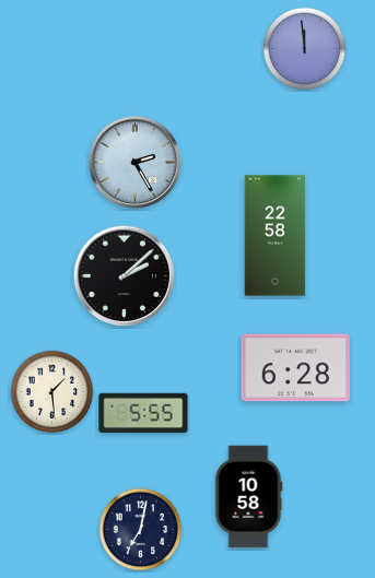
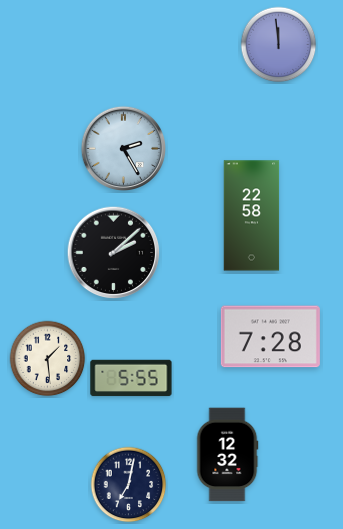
clock at (295, 368): 6:28 -> 7:28
clock at (248, 497): 10:58 -> 12:32
